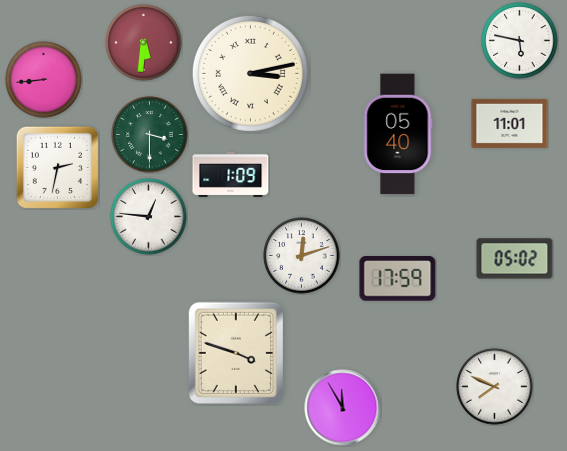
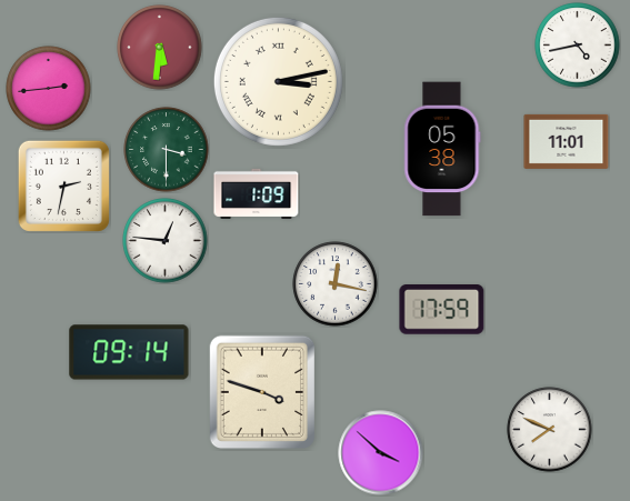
clock at (520, 41): 5:47 -> 4:43
clock at (44, 80): 8:44 -> 2:44
clock at (510, 123) position: (510, 123) -> (567, 141)
clock at (398, 134): 05:40 -> 05:38
clock at (302, 256): 12:12 -> 12:17
clock at (515, 259): 05:02 -> none
clock at (129, 352): none -> 09:14
clock at (343, 408): 11:55 -> 3:52
